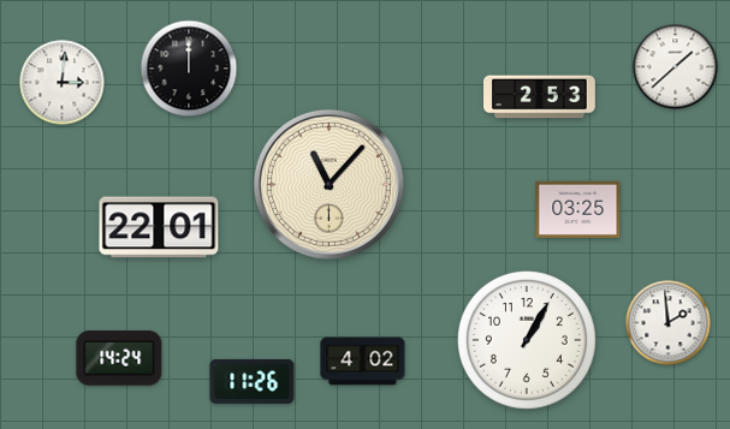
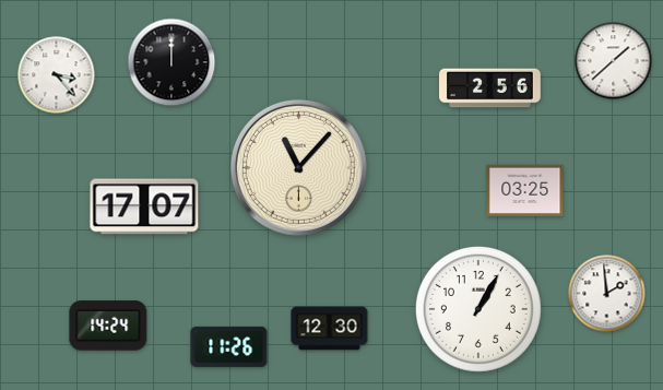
clock at (63, 83): 3:01 -> 3:23
clock at (540, 97): 2:53 -> 2:56
clock at (159, 227): 22:01 -> 17:07
clock at (363, 362): 4:02 -> 12:30
